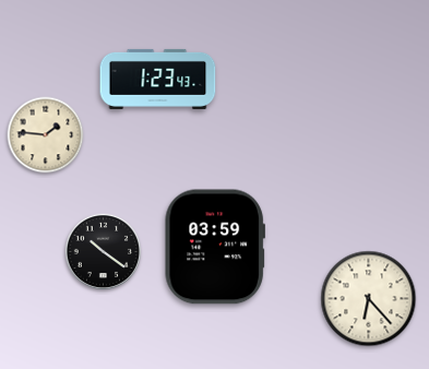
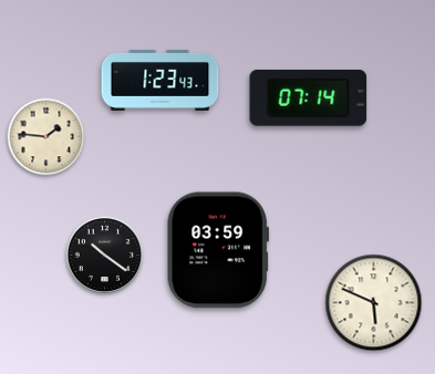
clock at (309, 97): none -> 07:14
clock at (369, 299): 6:23 -> 5:49
